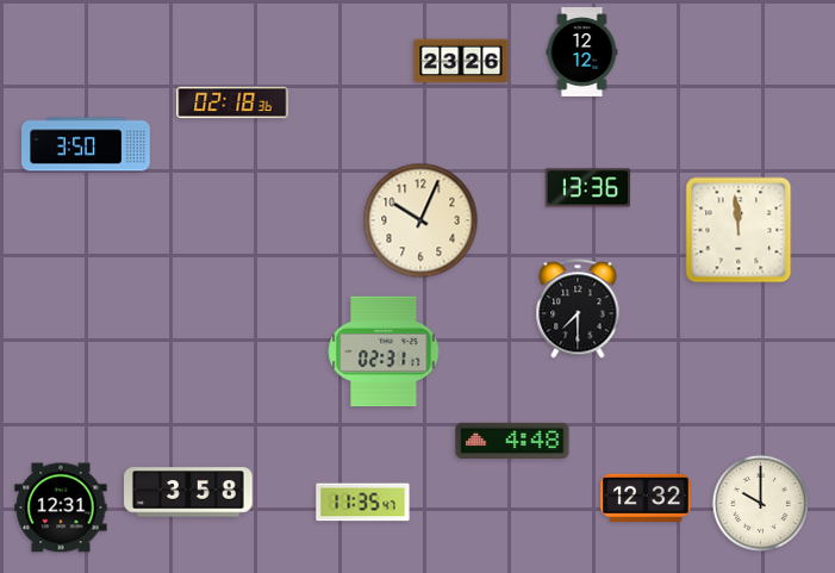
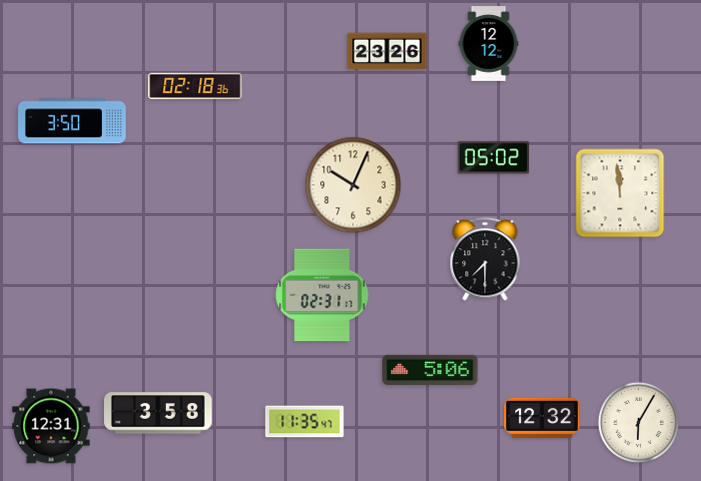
clock at (588, 188): 13:36 -> 05:02
clock at (512, 441): 4:48 -> 5:06
clock at (760, 503): 10:00 -> 6:05
